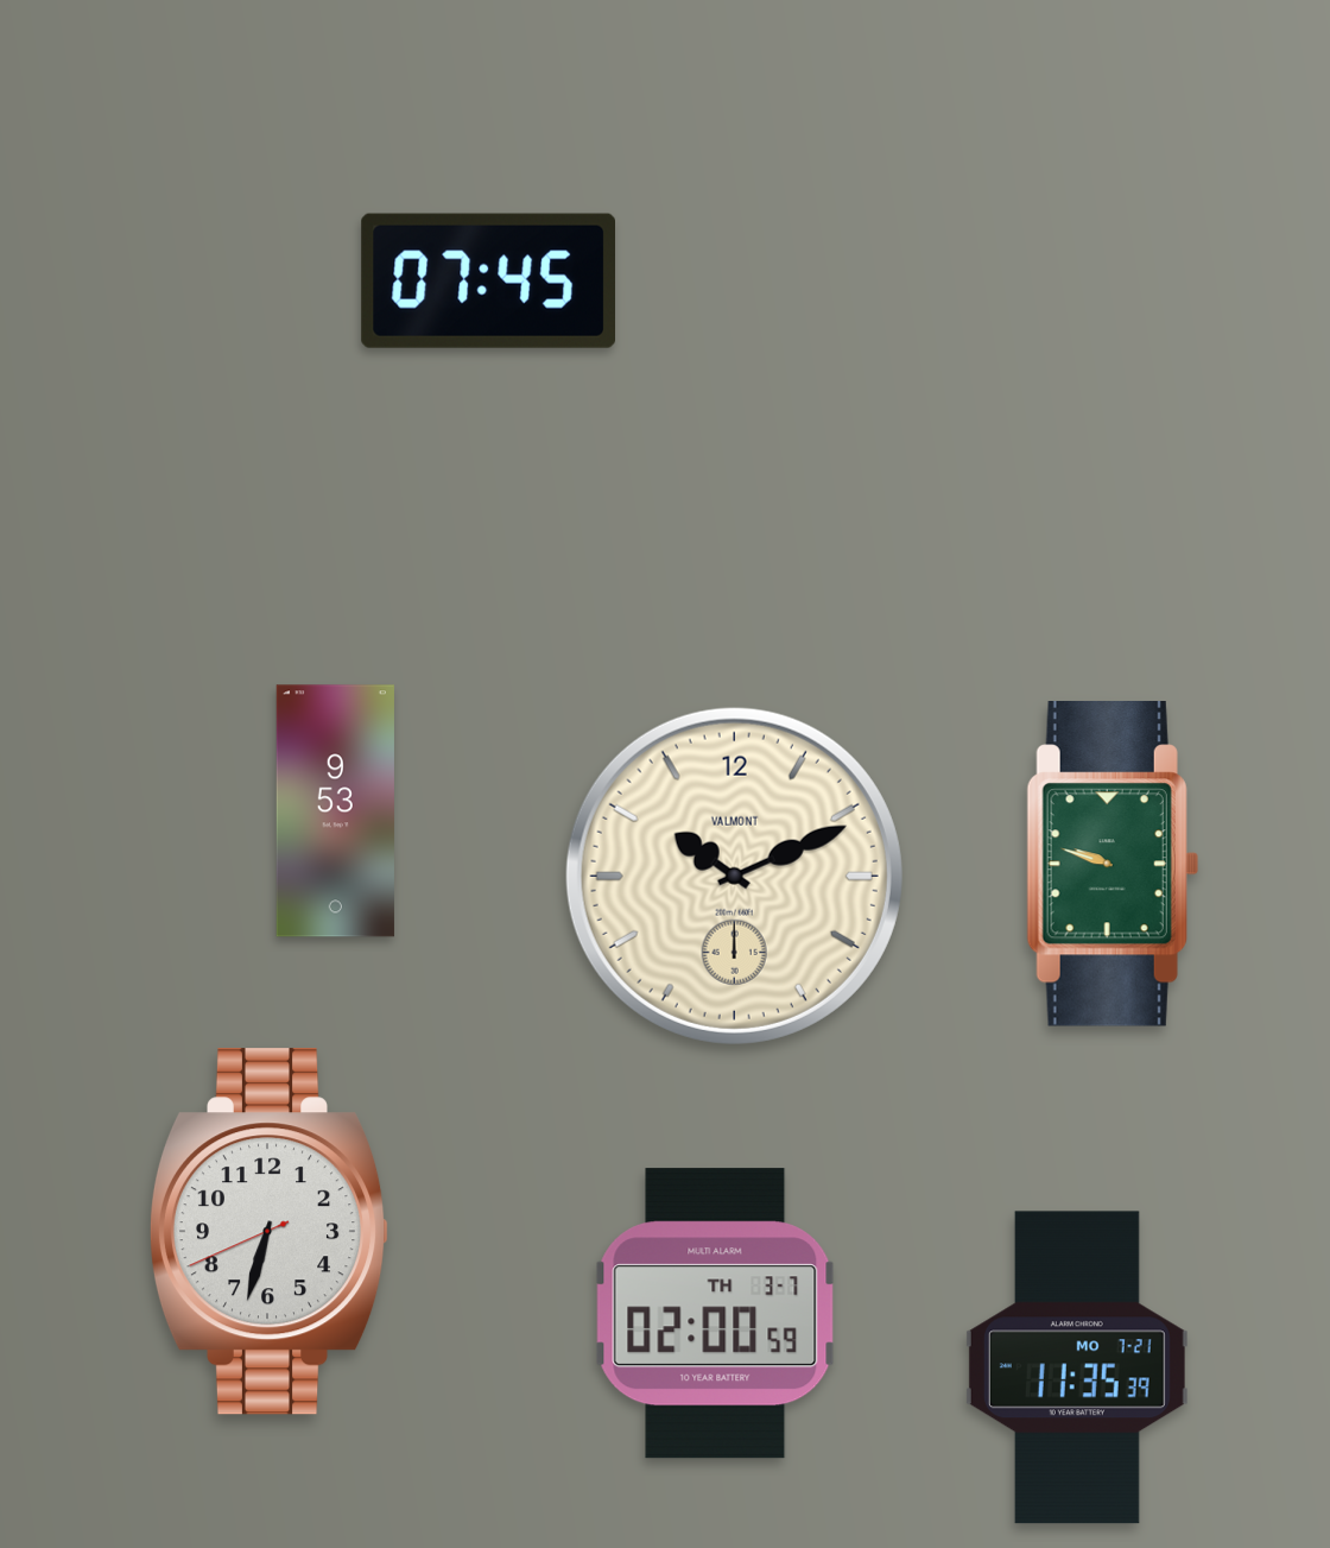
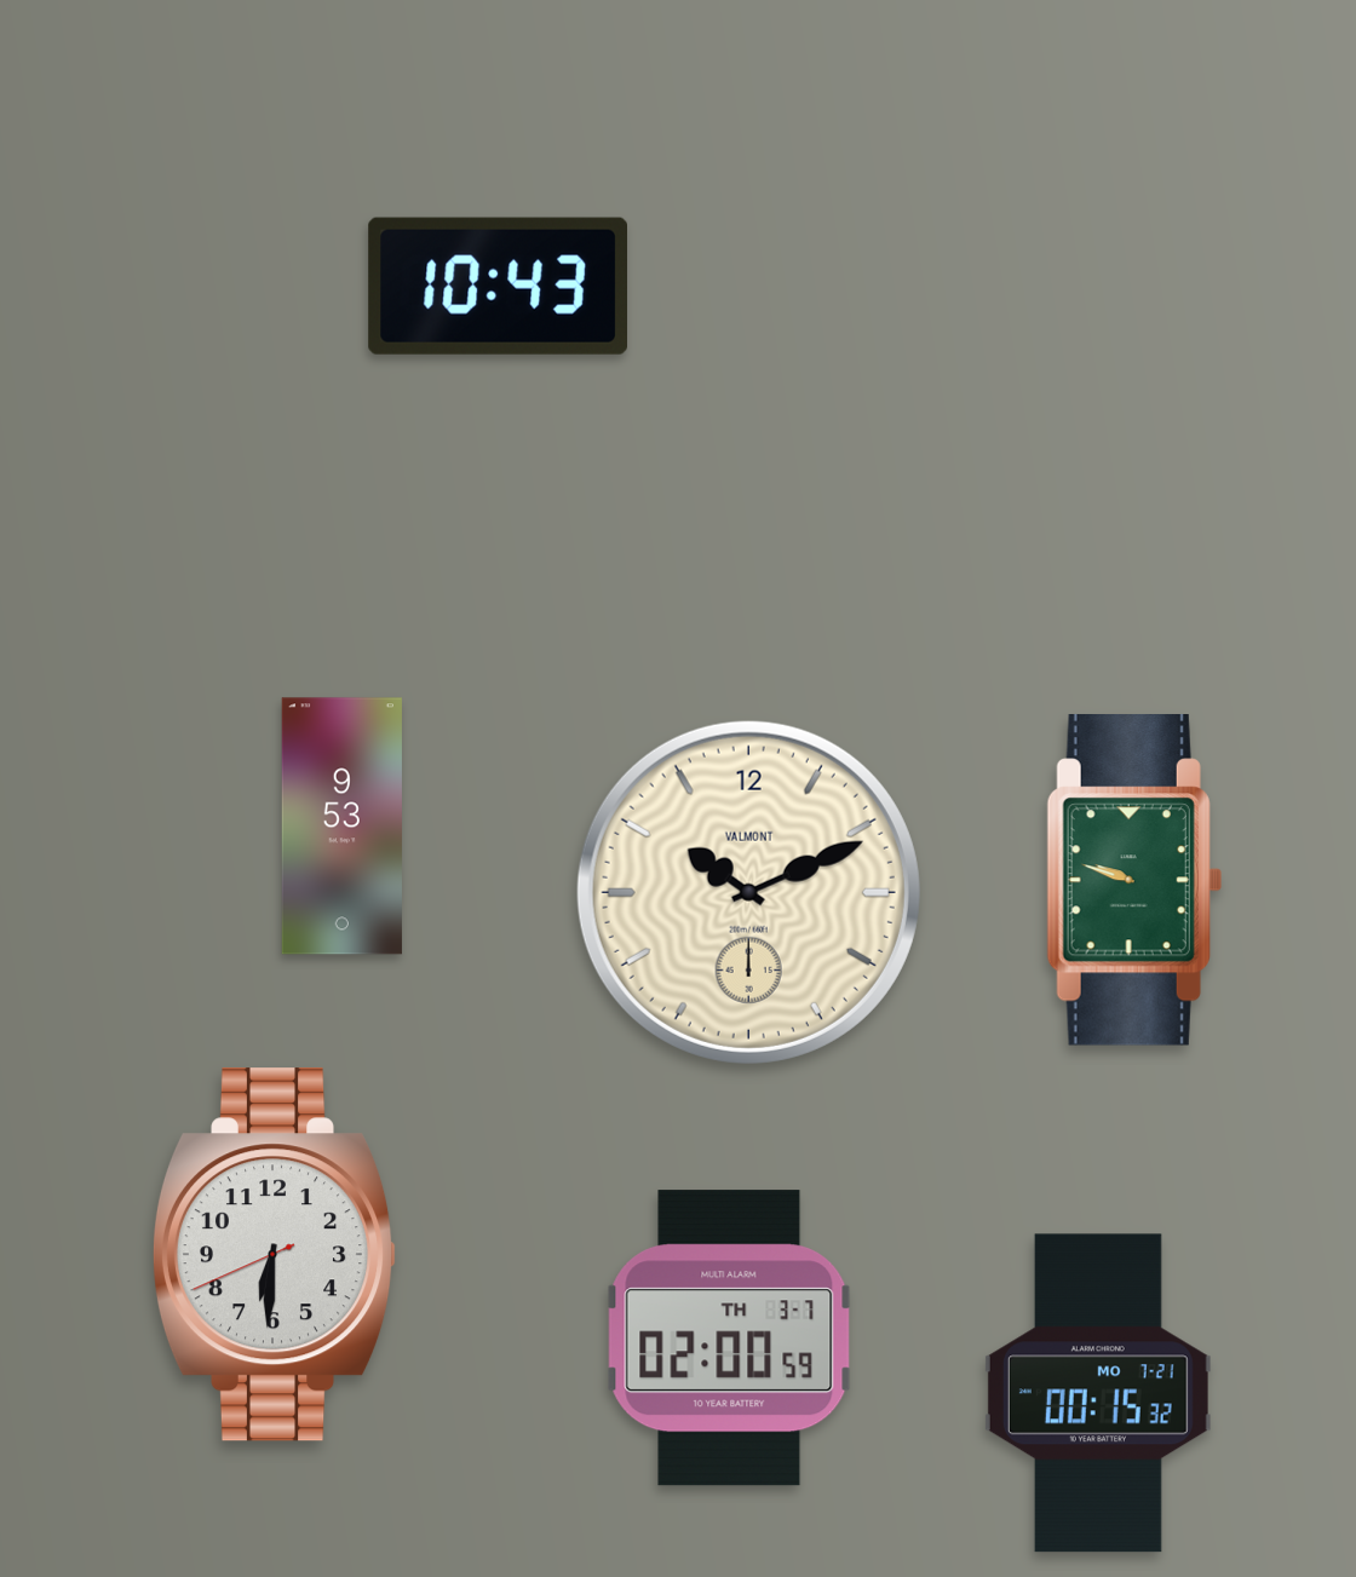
clock at (488, 280): 07:45 -> 10:43
clock at (270, 1232): 6:32 -> 6:30
clock at (1077, 1367): 11:35 -> 00:15
